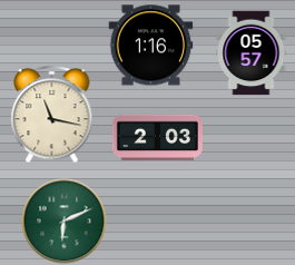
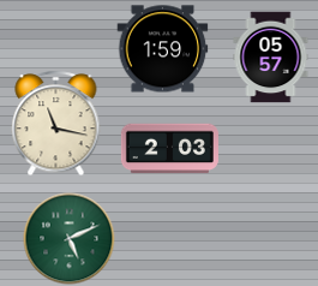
clock at (151, 46): 1:16 -> 1:59
clock at (65, 222): 6:11 -> 5:11
